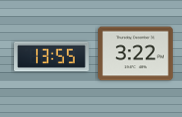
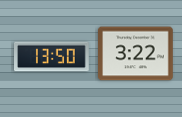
clock at (52, 57): 13:55 -> 13:50
